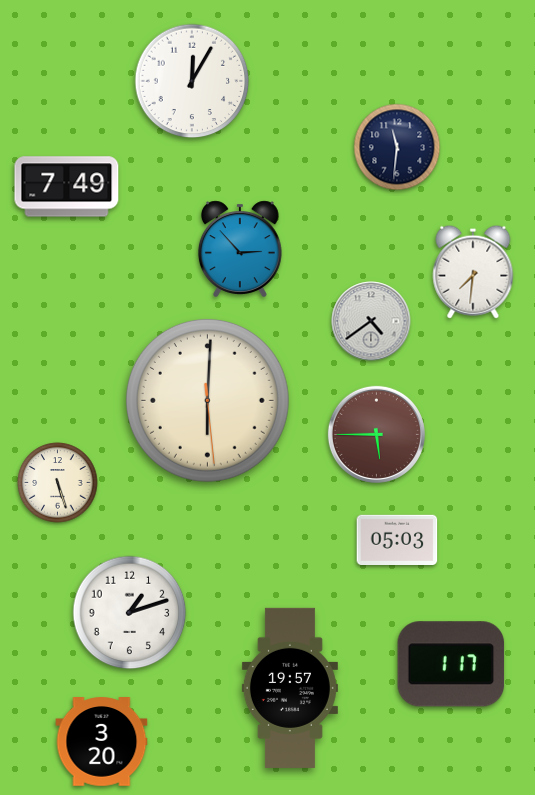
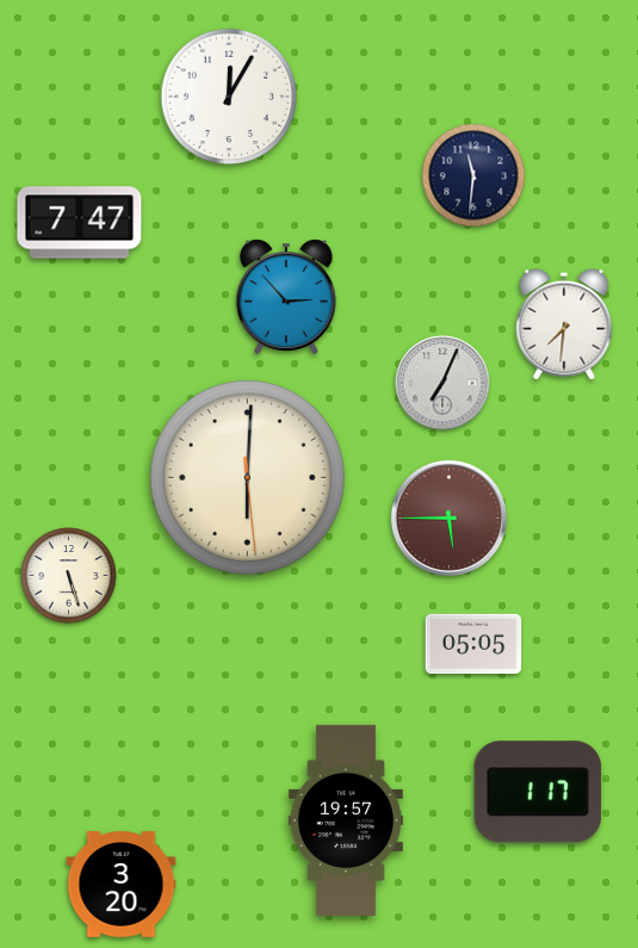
clock at (67, 187): 7:49 -> 7:47
clock at (371, 321): 4:39 -> 7:04
clock at (397, 539): 05:03 -> 05:05
clock at (130, 613): 1:12 -> none
